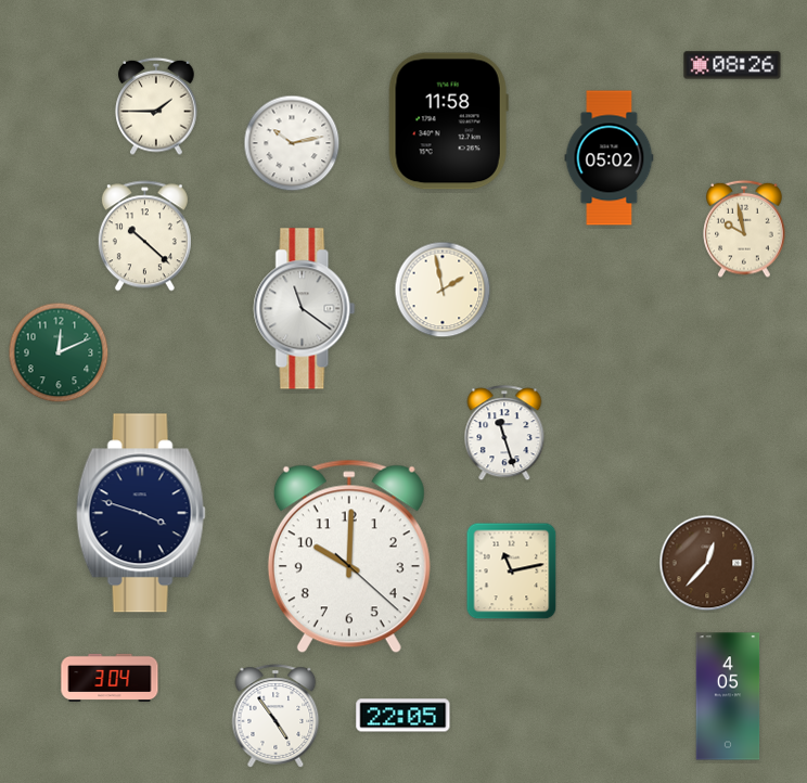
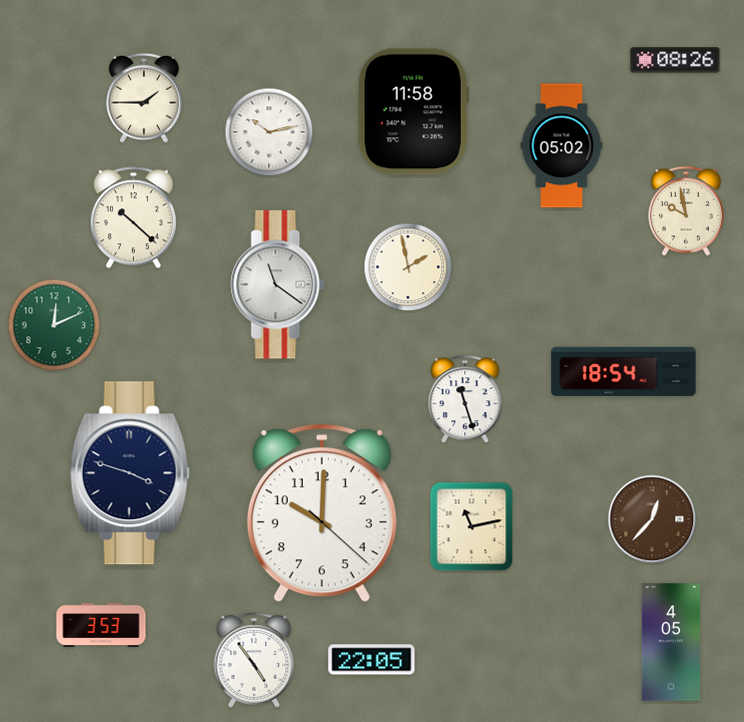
clock at (305, 309) position: (305, 309) -> (278, 285)
clock at (624, 371): none -> 18:54
clock at (110, 677): 3:04 -> 3:53
